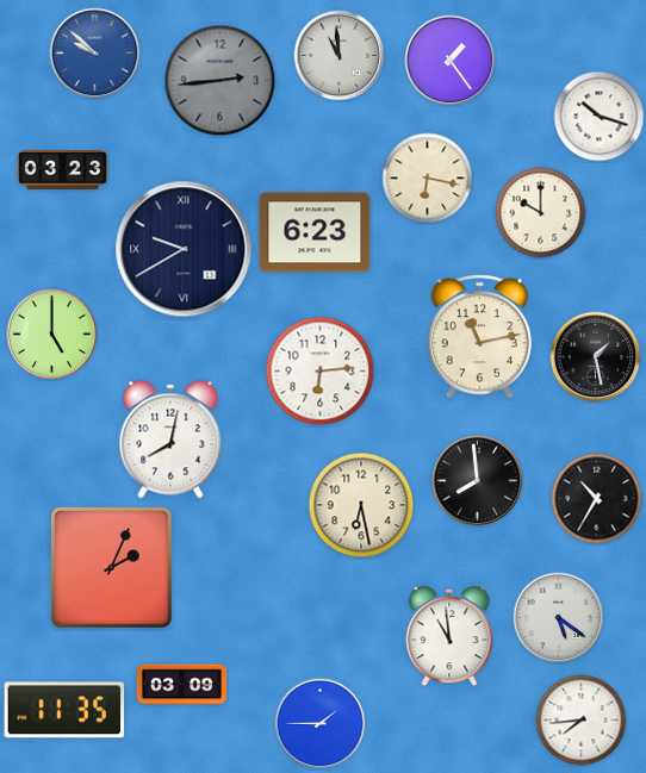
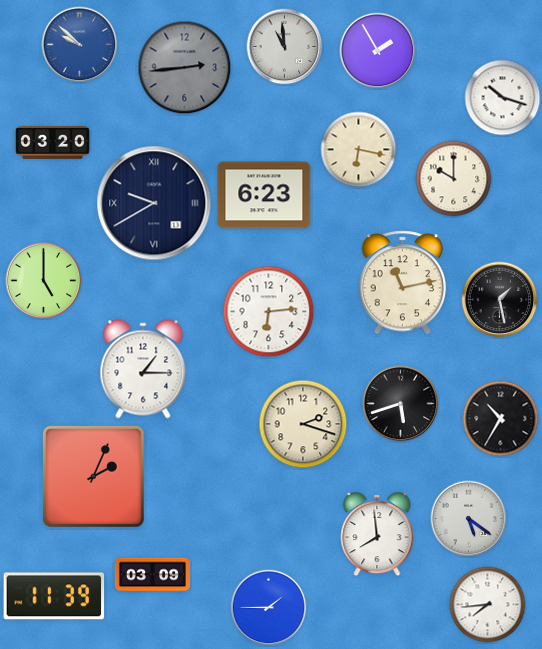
clock at (451, 61): 1:24 -> 1:55
clock at (62, 169): 03:23 -> 03:20
clock at (184, 249) position: (184, 249) -> (154, 203)
clock at (170, 440): 8:02 -> 1:15
clock at (478, 481): 7:59 -> 5:42
clock at (361, 505): 6:28 -> 2:18
clock at (449, 636): 10:59 -> 7:59
clock at (64, 710): 11:35 -> 11:39
